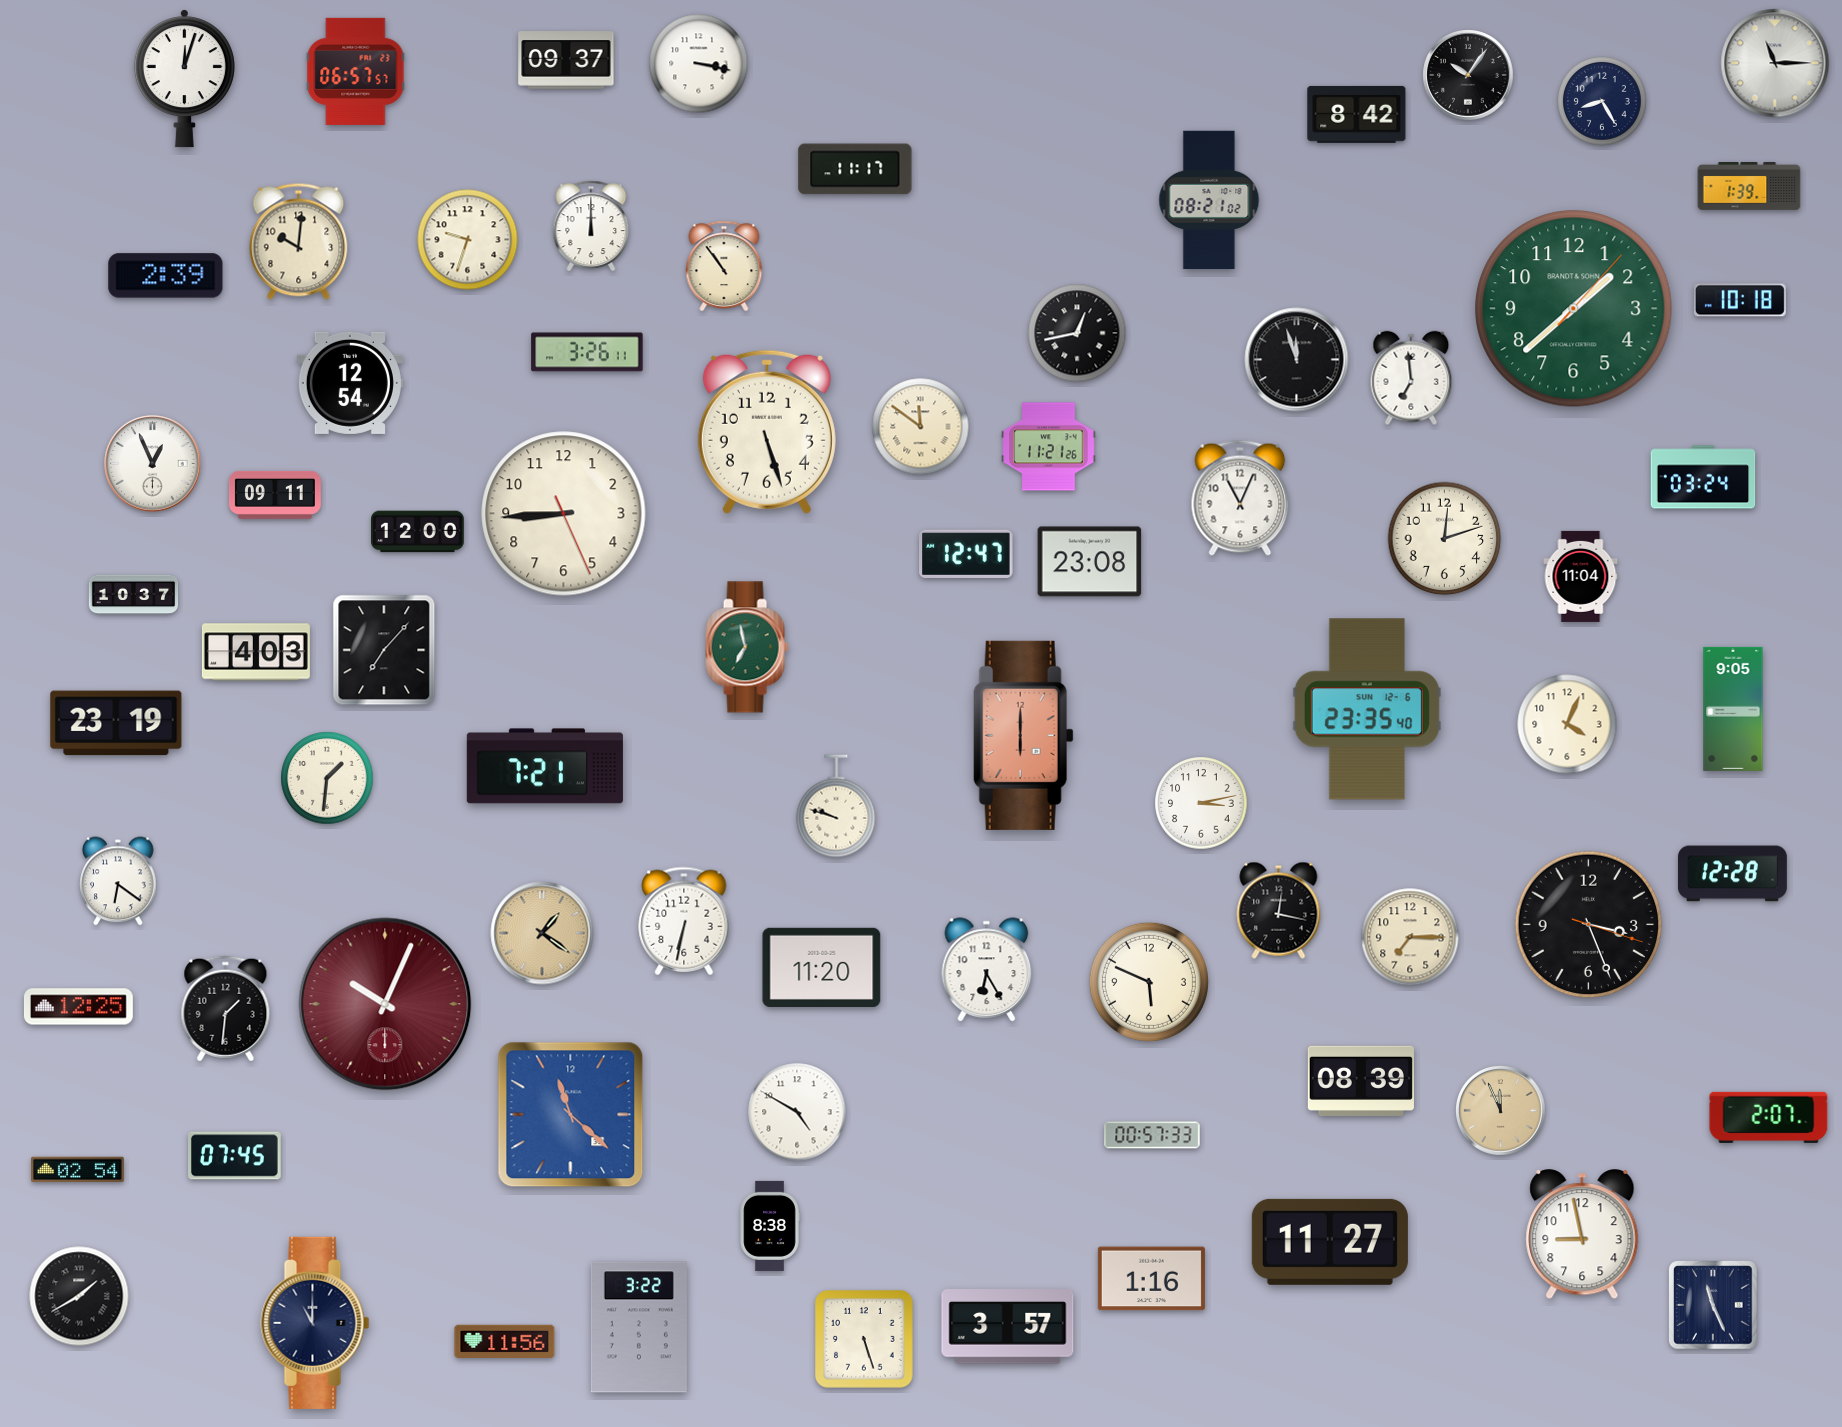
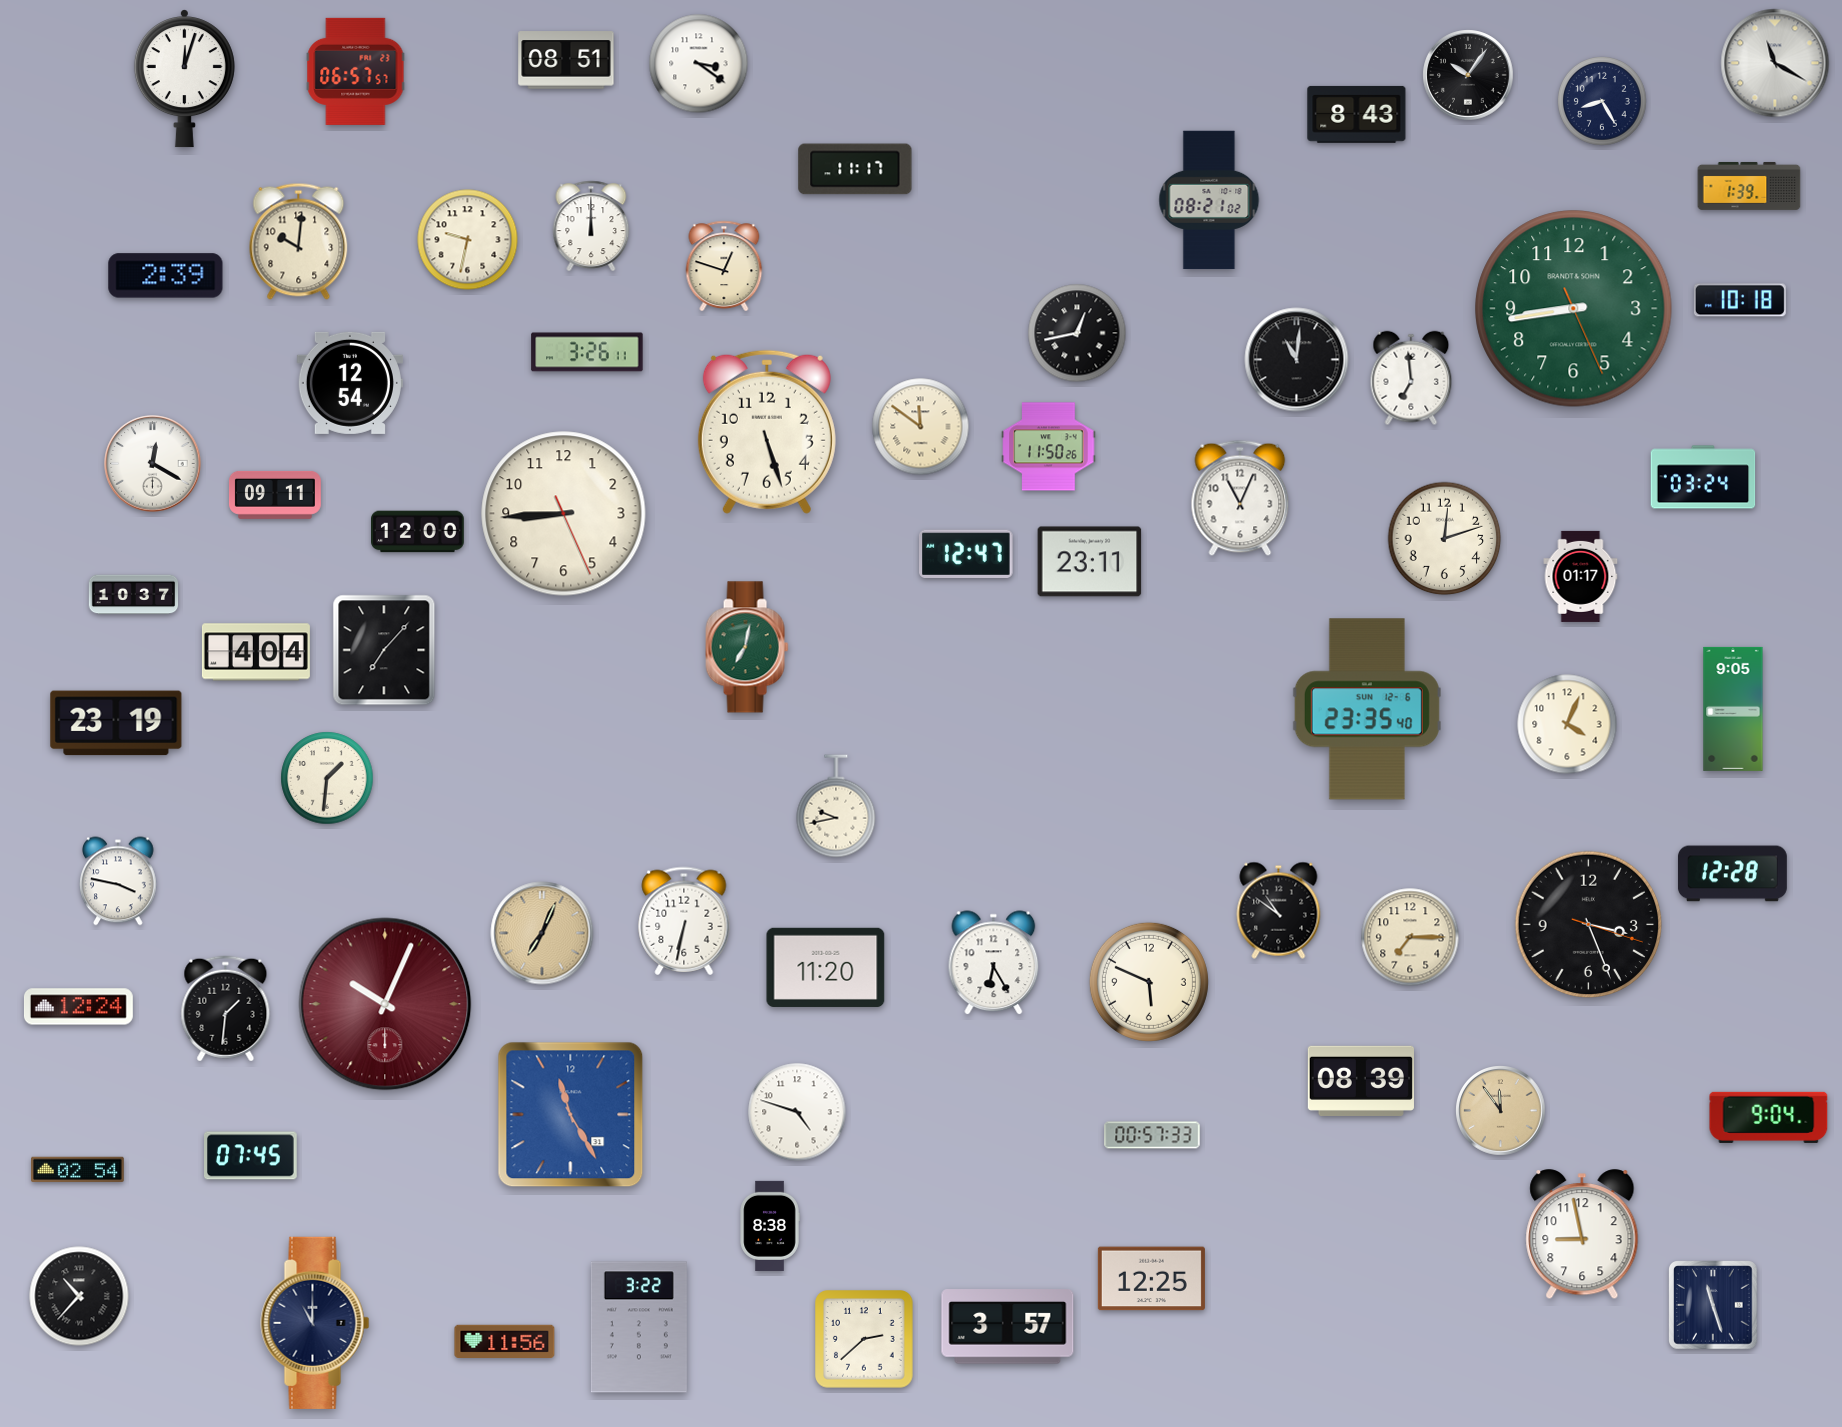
clock at (566, 60): 09:37 -> 08:51
clock at (1775, 63): 11:15 -> 11:20
clock at (699, 64): 3:17 -> 3:21
clock at (1357, 114): 8:42 -> 8:43
clock at (468, 240): 9:33 -> 9:32
clock at (724, 266): 10:54 -> 12:48
clock at (1574, 309): 1:38 -> 8:43
clock at (1297, 360): 11:57 -> 11:01
clock at (1049, 447): 11:21 -> 11:50
clock at (153, 464): 12:56 -> 12:20
clock at (1090, 562): 23:08 -> 23:11
clock at (1581, 576): 11:04 -> 01:17
clock at (747, 647): 6:58 -> 7:02
clock at (256, 652): 4:03 -> 4:04
clock at (1023, 735): 6:00 -> none
clock at (545, 766): 7:21 -> none
clock at (1201, 803): 3:13 -> none
clock at (836, 806): 9:48 -> 9:43
clock at (119, 881): 6:21 -> 3:47
clock at (1279, 910): 12:17 -> 10:51
clock at (542, 933): 1:21 -> 7:04
clock at (822, 967) position: (822, 967) -> (826, 967)
clock at (987, 970) position: (987, 970) -> (994, 963)
clock at (78, 1007): 12:25 -> 12:24
clock at (1501, 1111): 11:56 -> 11:54
clock at (797, 1112): 4:50 -> 4:48
clock at (571, 1115): 11:22 -> 11:25
clock at (1769, 1117): 2:07 -> 9:04
clock at (235, 1156) position: (235, 1156) -> (251, 1156)
clock at (1330, 1242): 11:27 -> none
clock at (1151, 1279): 1:16 -> 12:25
clock at (79, 1296): 1:40 -> 10:37
clock at (1713, 1305): 11:26 -> 11:27
clock at (865, 1340): 5:27 -> 2:38
